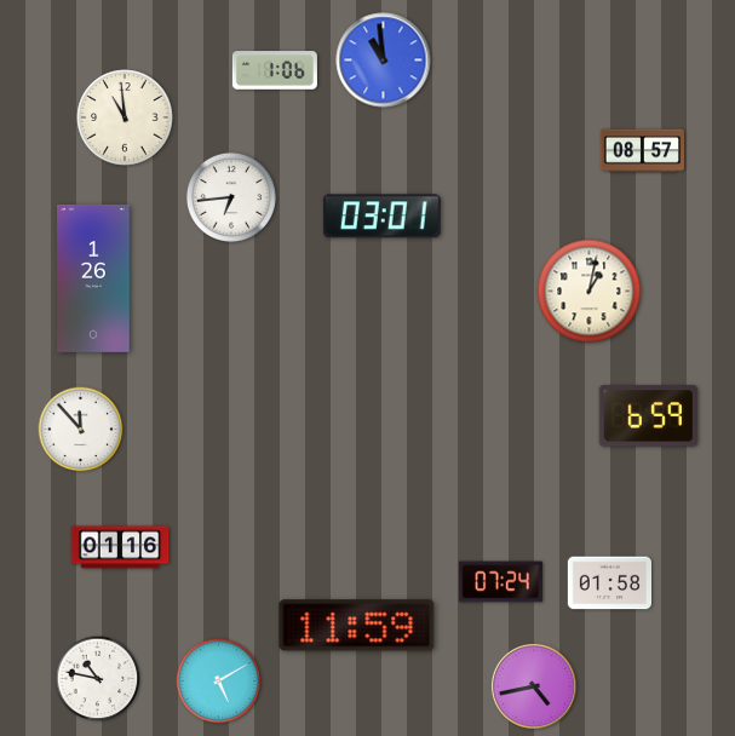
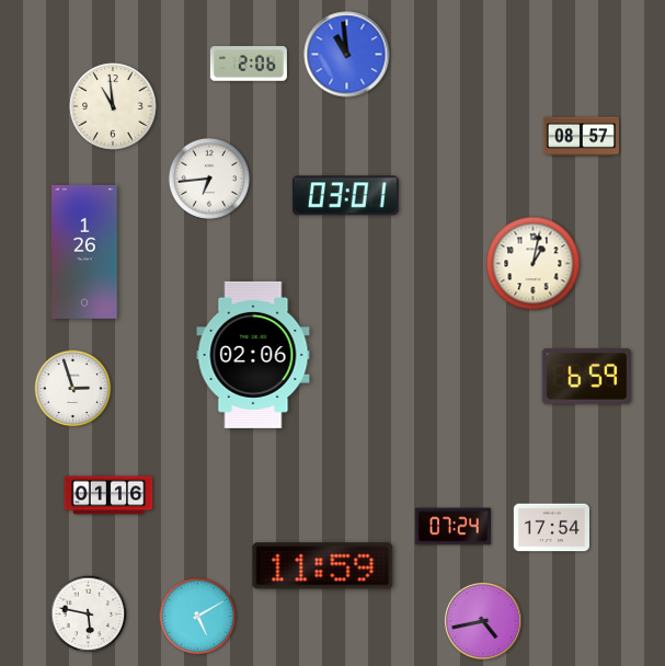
clock at (275, 70): 1:06 -> 2:06
clock at (253, 355): none -> 02:06
clock at (81, 430): 11:53 -> 2:57
clock at (609, 583): 01:58 -> 17:54
clock at (98, 679): 10:47 -> 5:47
